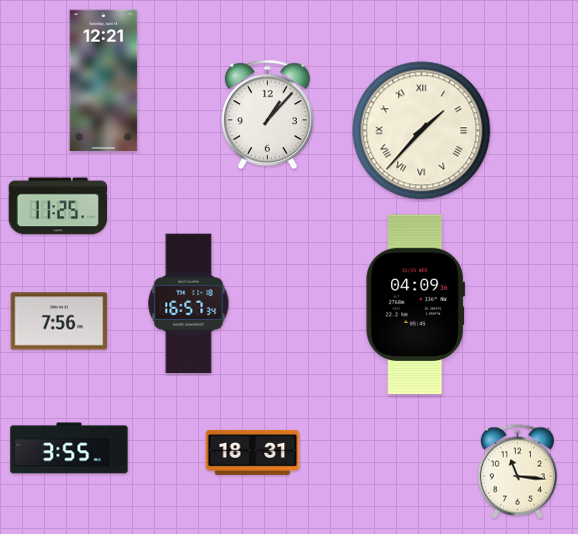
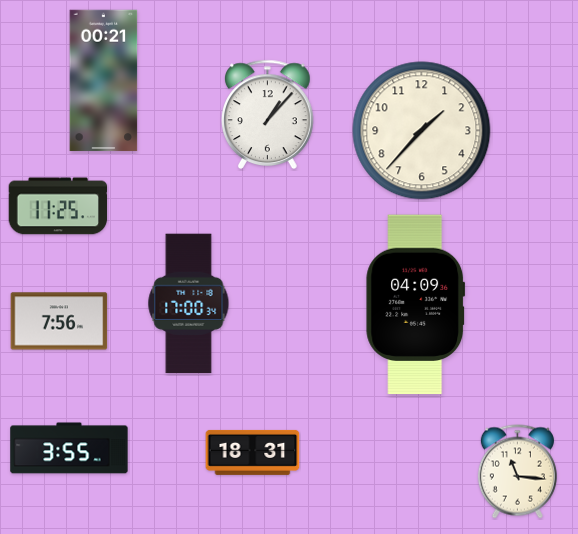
clock at (104, 81): 12:21 -> 00:21
clock at (422, 131) numerals: Roman -> Arabic
clock at (189, 304): 16:57 -> 17:00
